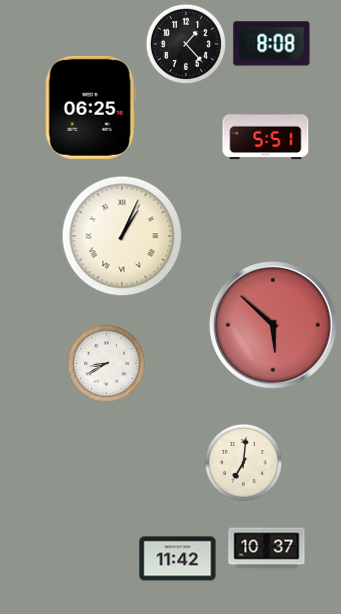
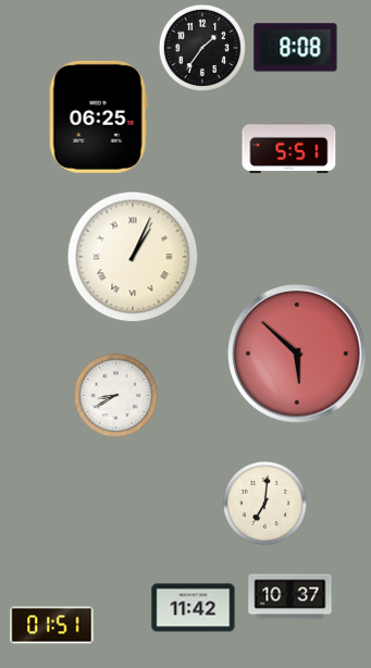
clock at (186, 44): 1:23 -> 1:36
clock at (52, 626): none -> 01:51
